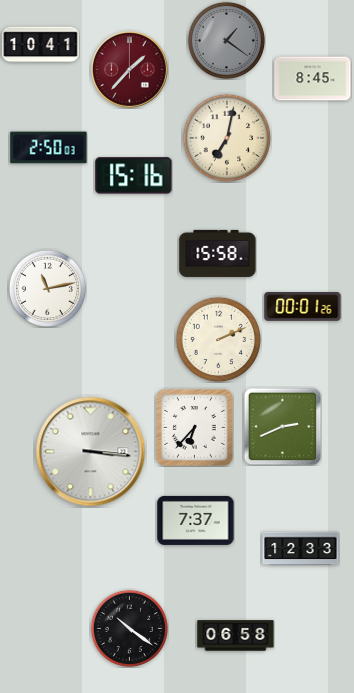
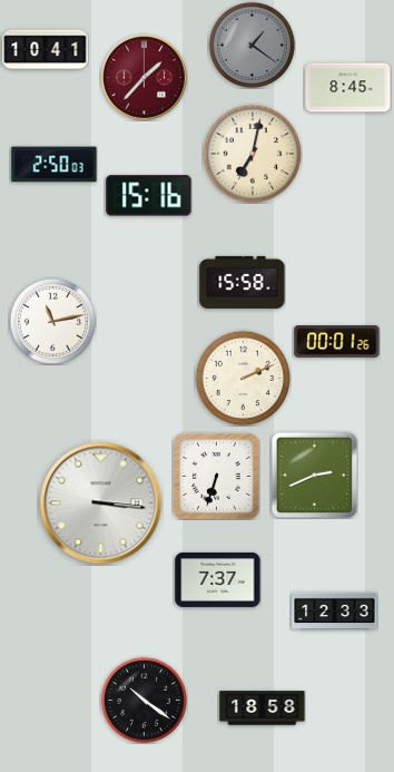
clock at (195, 428): 6:37 -> 6:33
clock at (236, 636): 06:58 -> 18:58
